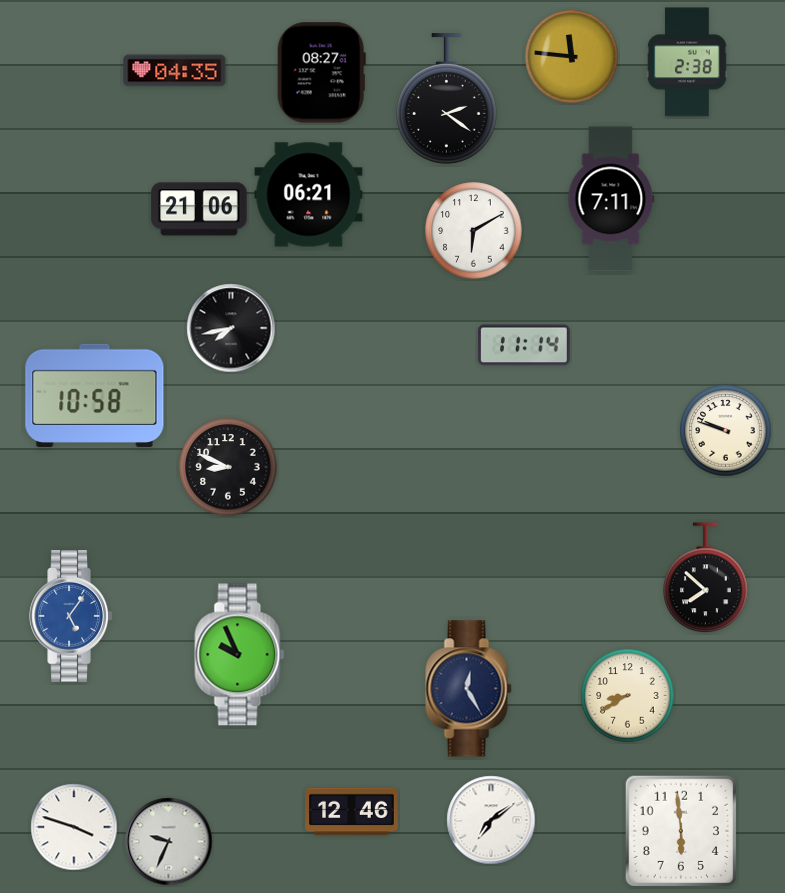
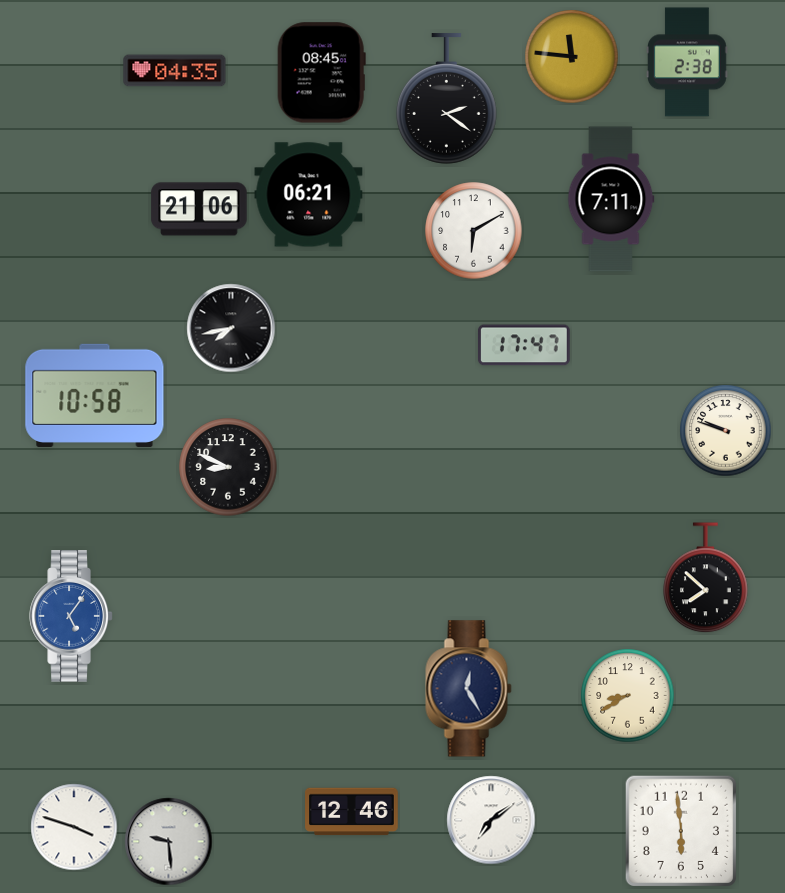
clock at (321, 73): 08:27 -> 08:45
clock at (524, 345): 11:14 -> 17:47
clock at (240, 655): 9:56 -> none
clock at (169, 842): 9:34 -> 9:29
